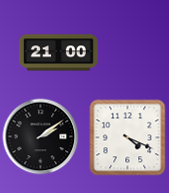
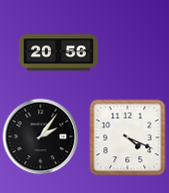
clock at (58, 53): 21:00 -> 20:56
clock at (41, 137): 2:09 -> 2:06
